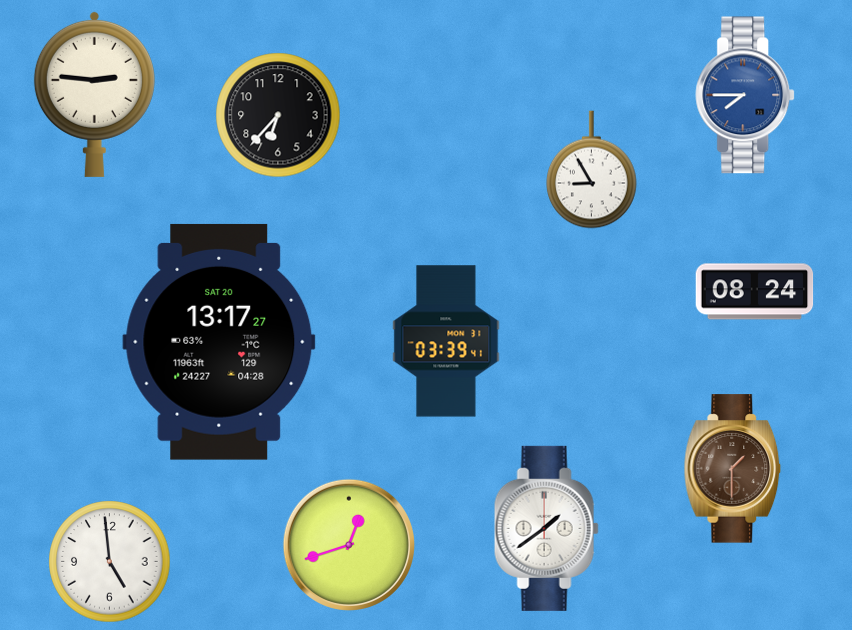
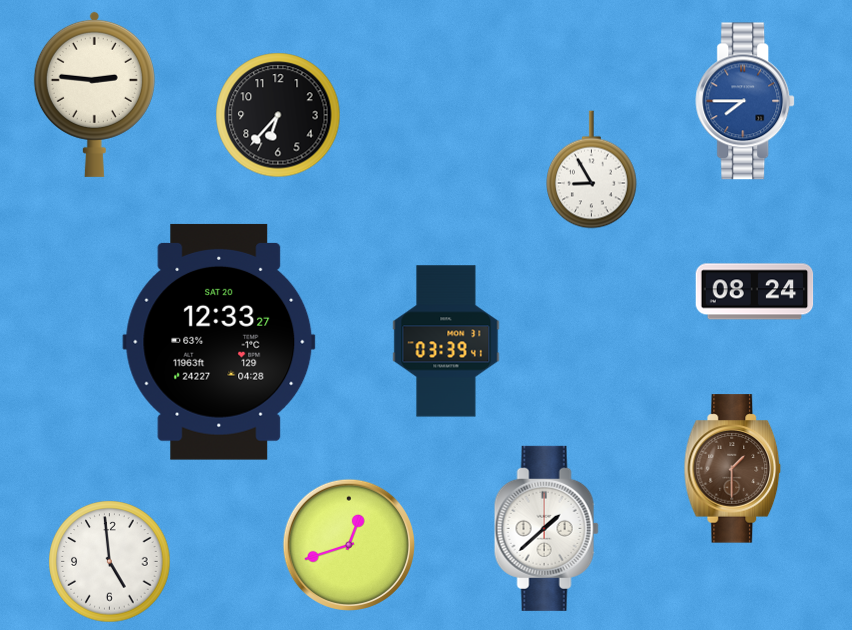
clock at (746, 95) position: (746, 95) -> (746, 101)
clock at (219, 342): 13:17 -> 12:33
clock at (546, 528): 1:39 -> 1:38
